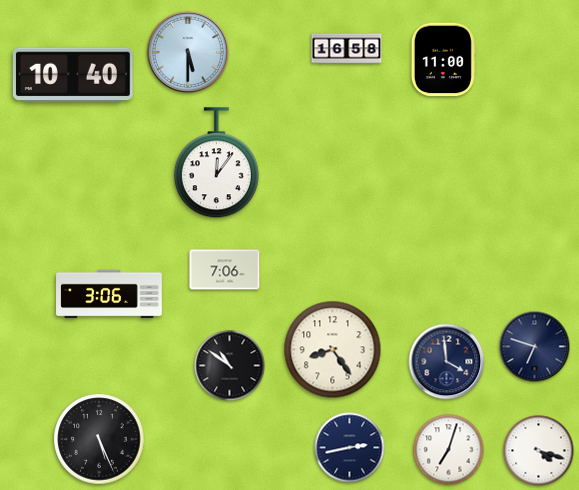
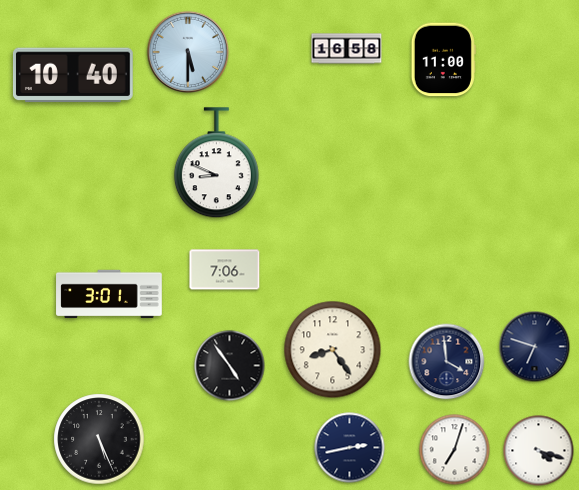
clock at (216, 163): 12:06 -> 8:49
clock at (109, 294): 3:06 -> 3:01
clock at (230, 366): 10:51 -> 4:54
clock at (449, 450) position: (449, 450) -> (455, 450)
